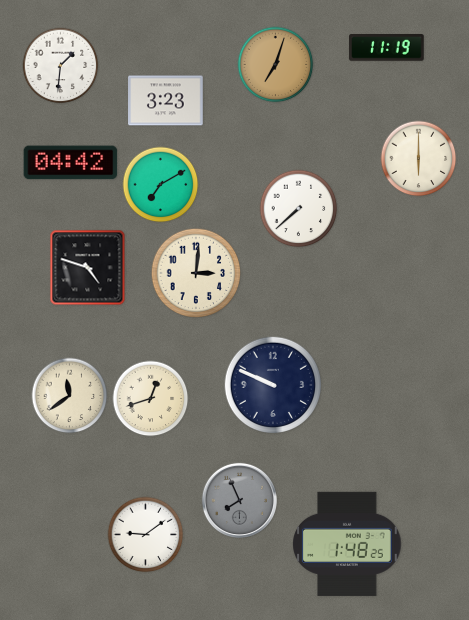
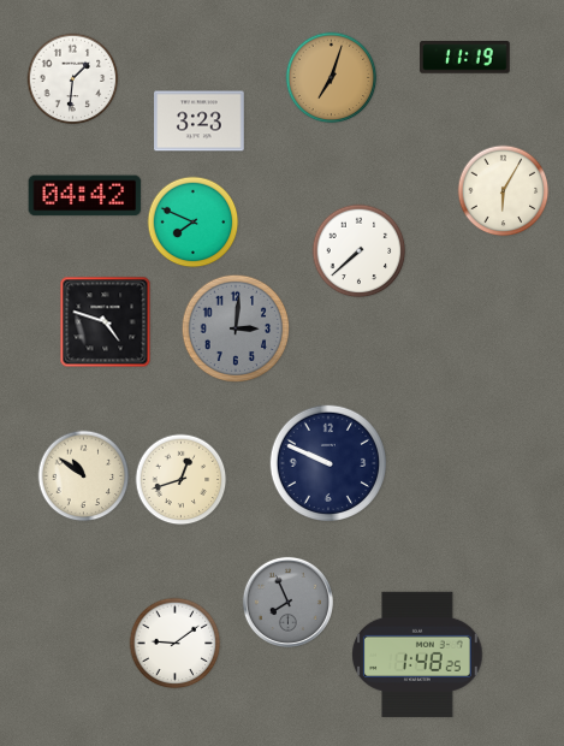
clock at (419, 159): 6:00 -> 6:05
clock at (161, 185): 7:10 -> 7:49
clock at (196, 273) dial: cream -> grey
clock at (70, 396): 11:39 -> 10:51
